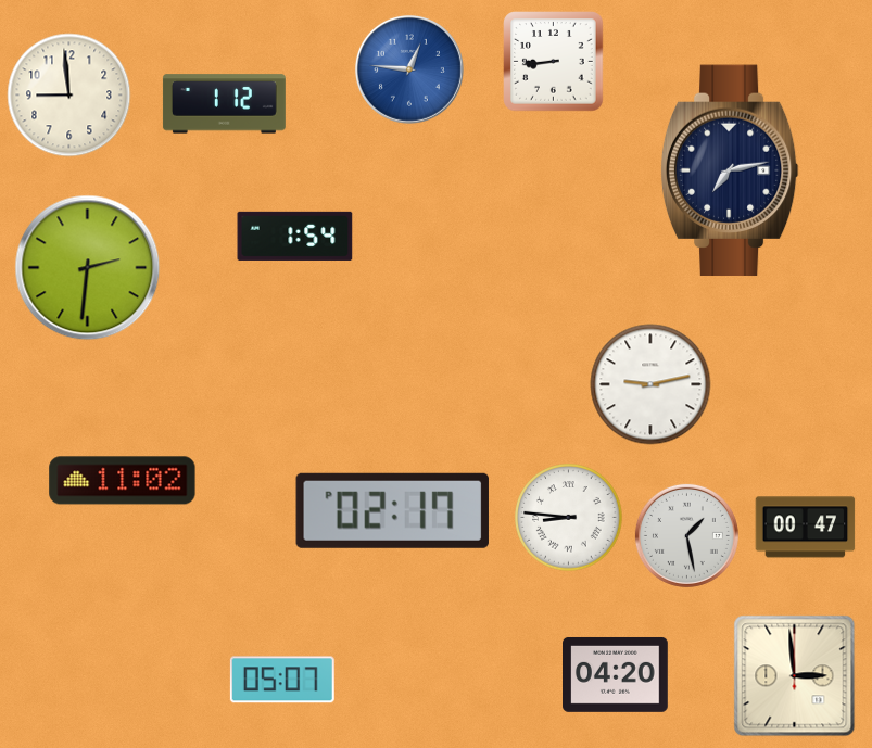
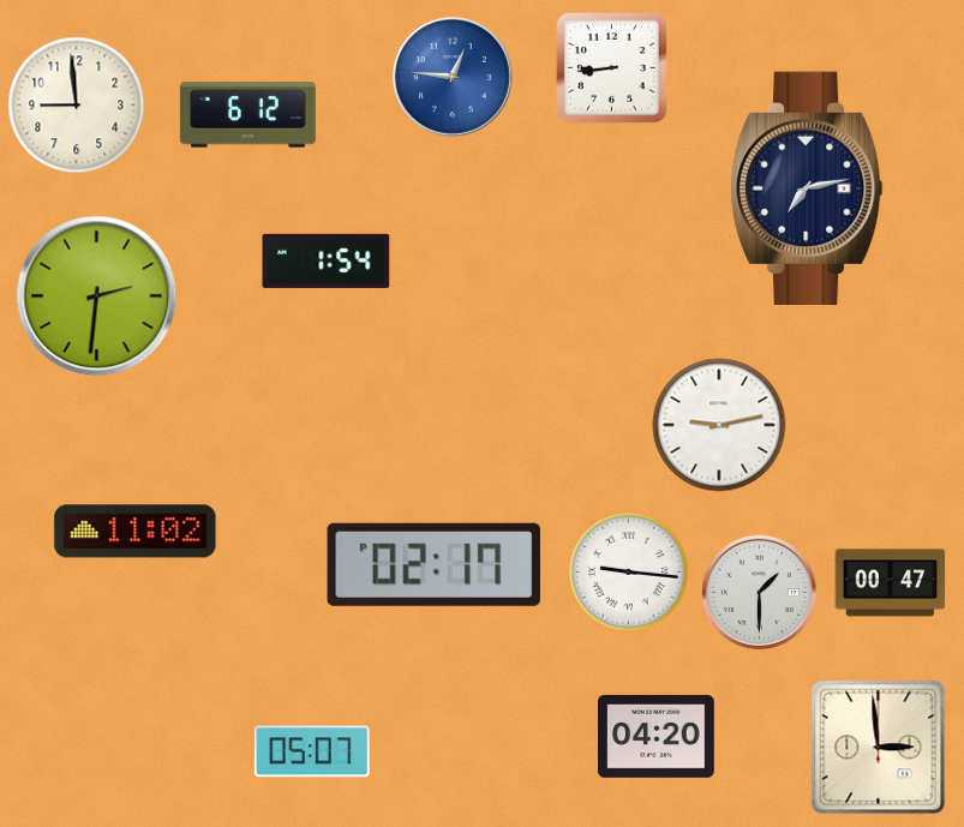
clock at (224, 104): 1:12 -> 6:12
clock at (569, 518): 8:46 -> 9:16
clock at (686, 535): 1:28 -> 1:30
clock at (616, 674) position: (616, 674) -> (657, 736)
